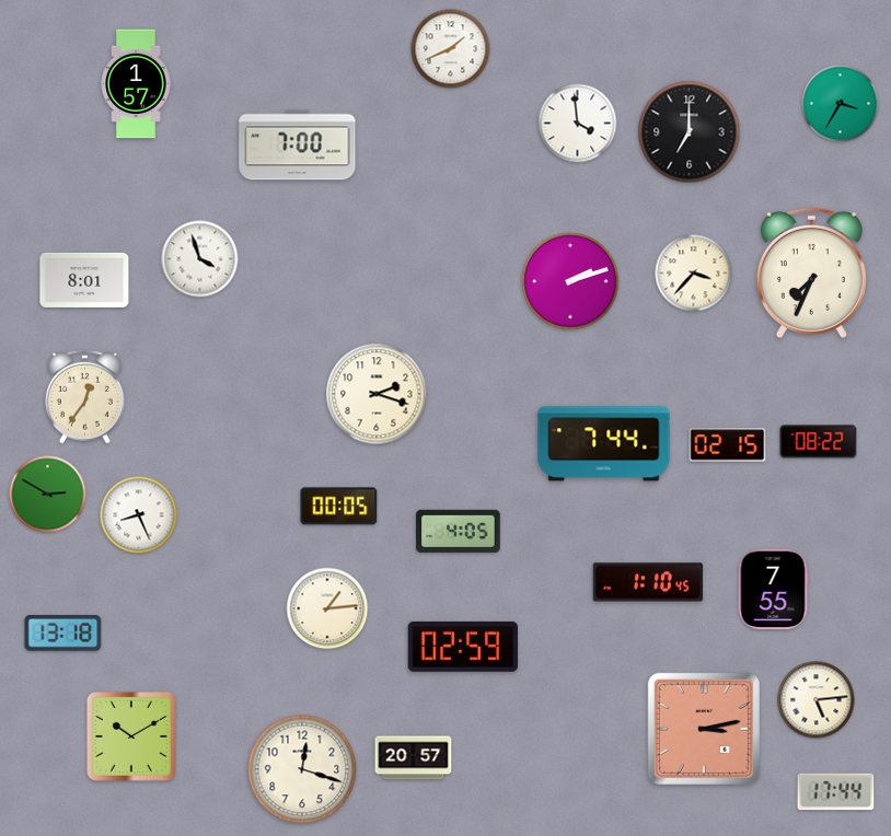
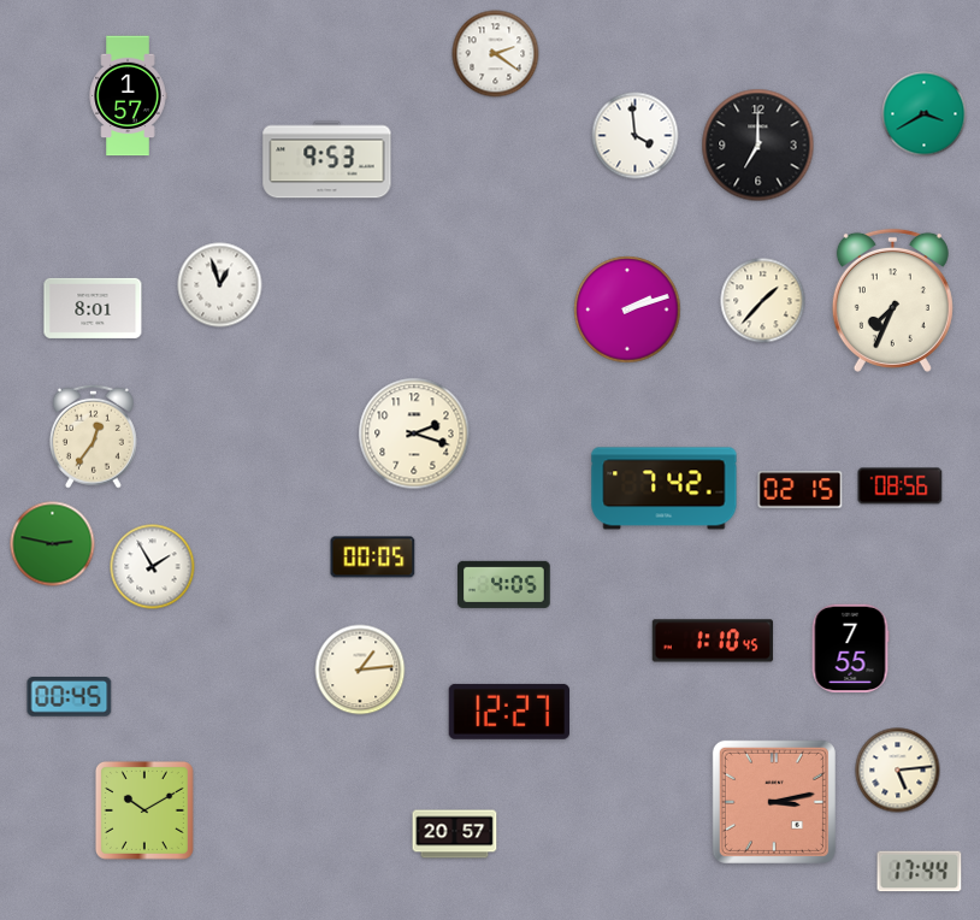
clock at (451, 49): 1:41 -> 2:21
clock at (136, 84) position: (136, 84) -> (128, 96)
clock at (841, 104): 3:35 -> 3:40
clock at (298, 146): 7:00 -> 9:53
clock at (200, 259): 3:57 -> 12:57
clock at (694, 274): 3:37 -> 1:37
clock at (819, 442): 08:22 -> 08:56
clock at (604, 444): 7:44 -> 7:42
clock at (48, 495): 2:50 -> 2:47
clock at (139, 515): 8:26 -> 1:55
clock at (63, 634): 13:18 -> 00:45
clock at (462, 647): 02:59 -> 12:27
clock at (302, 769): 12:18 -> none
